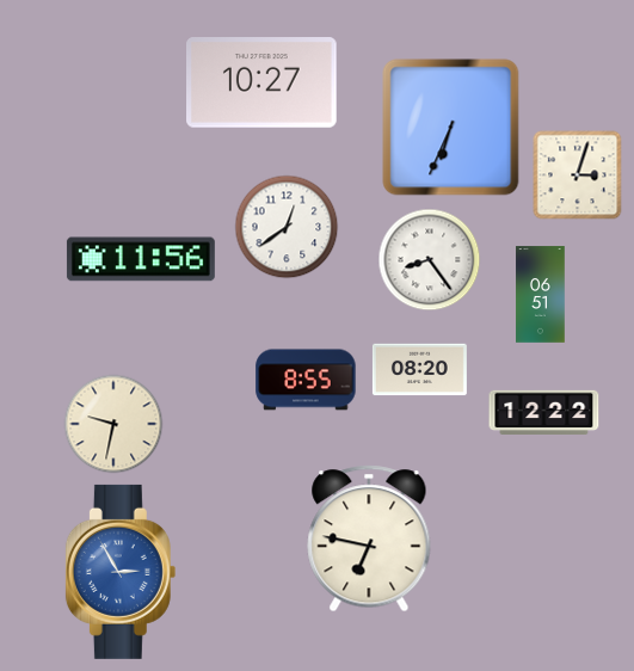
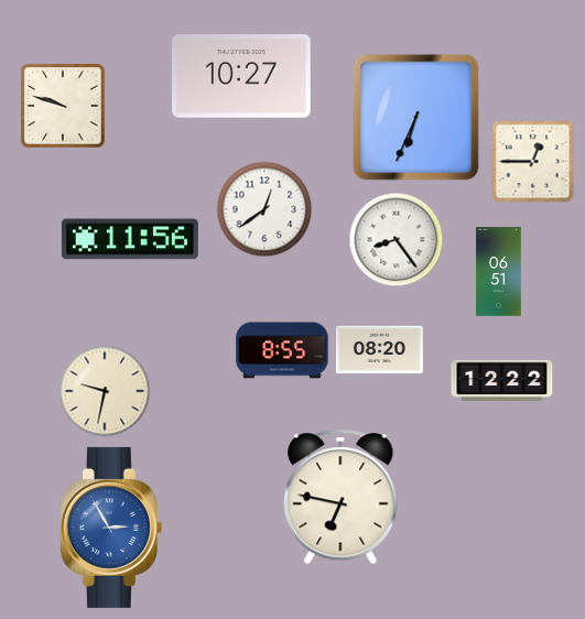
clock at (63, 106): none -> 9:48
clock at (578, 176): 3:03 -> 12:45
clock at (419, 370) position: (419, 370) -> (379, 350)
